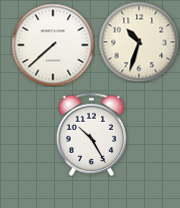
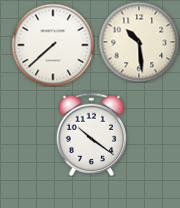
clock at (139, 42): 10:33 -> 10:29
clock at (91, 134): 10:25 -> 10:21
